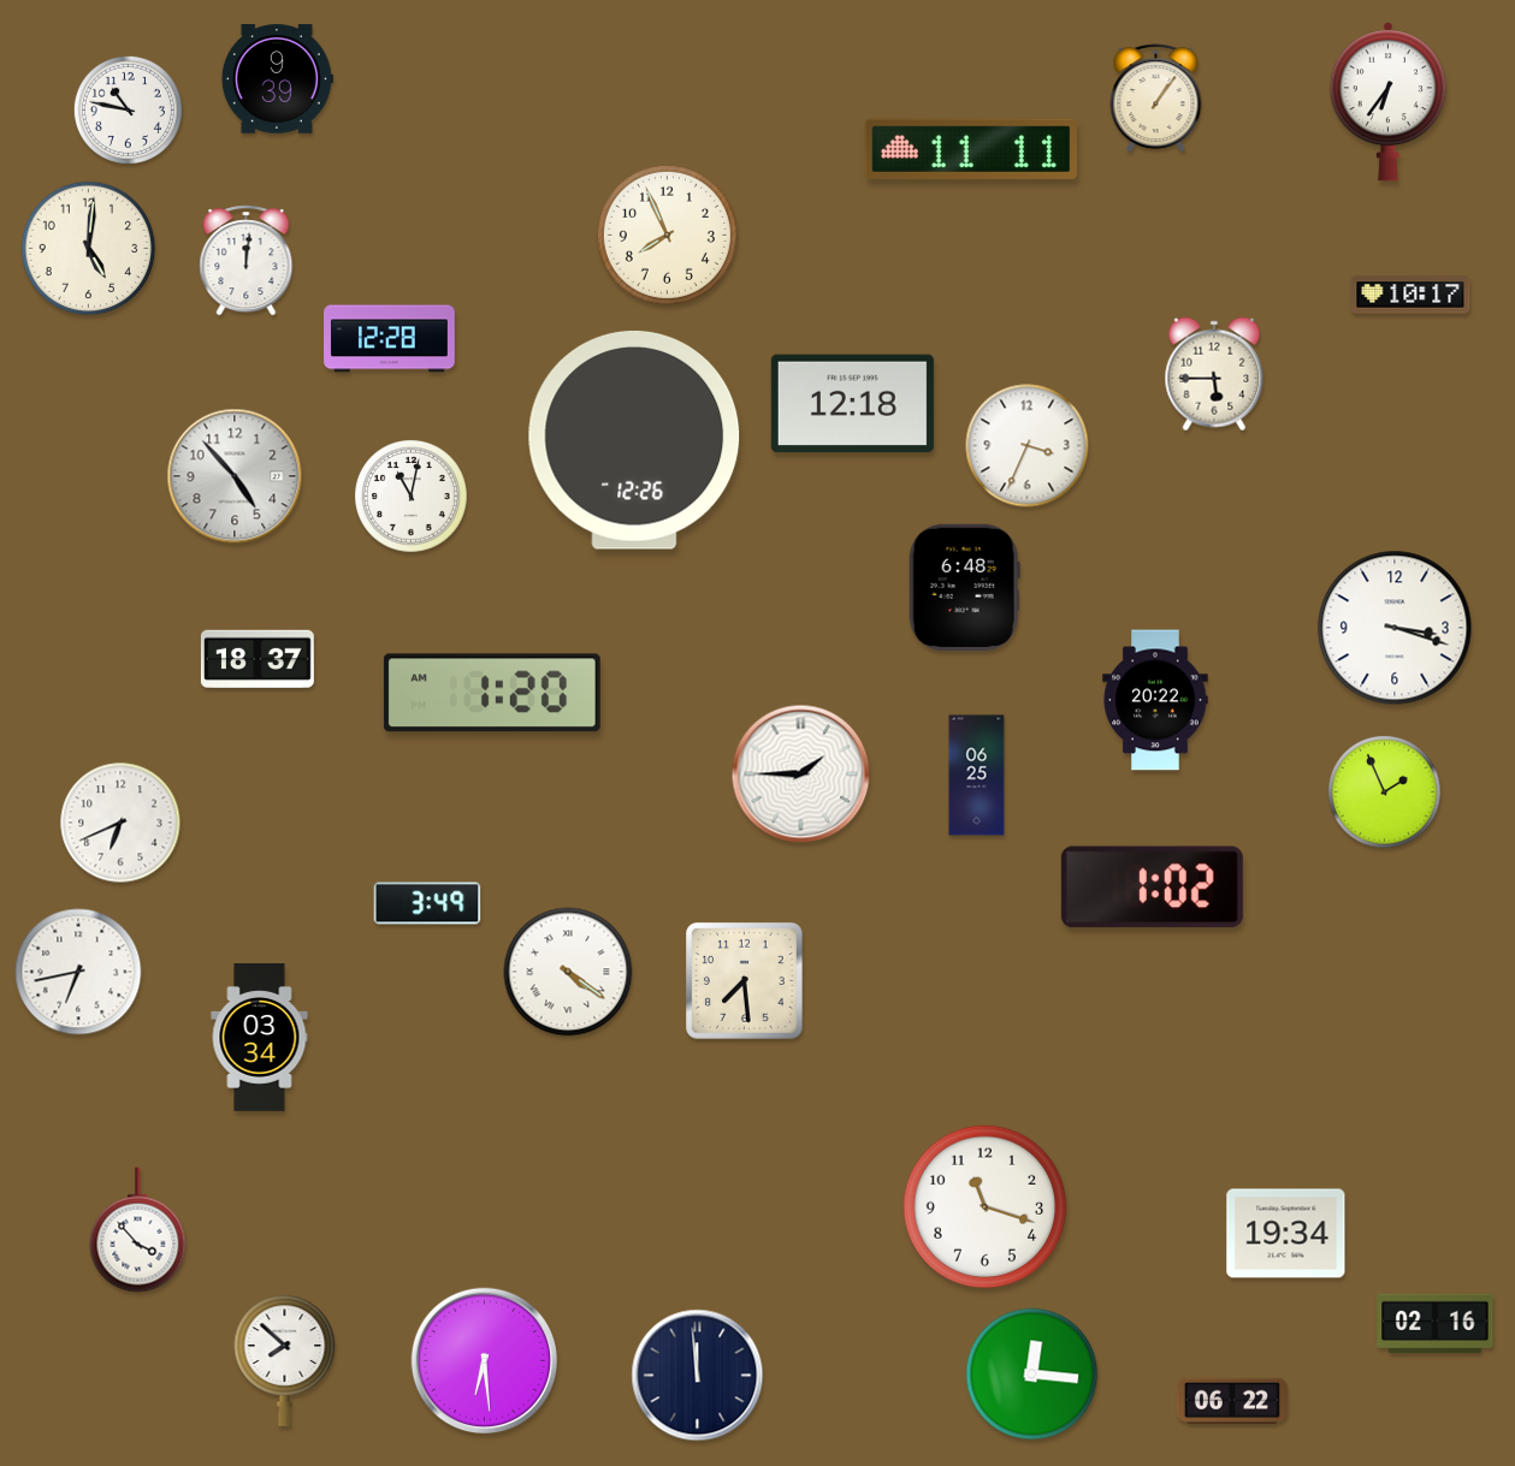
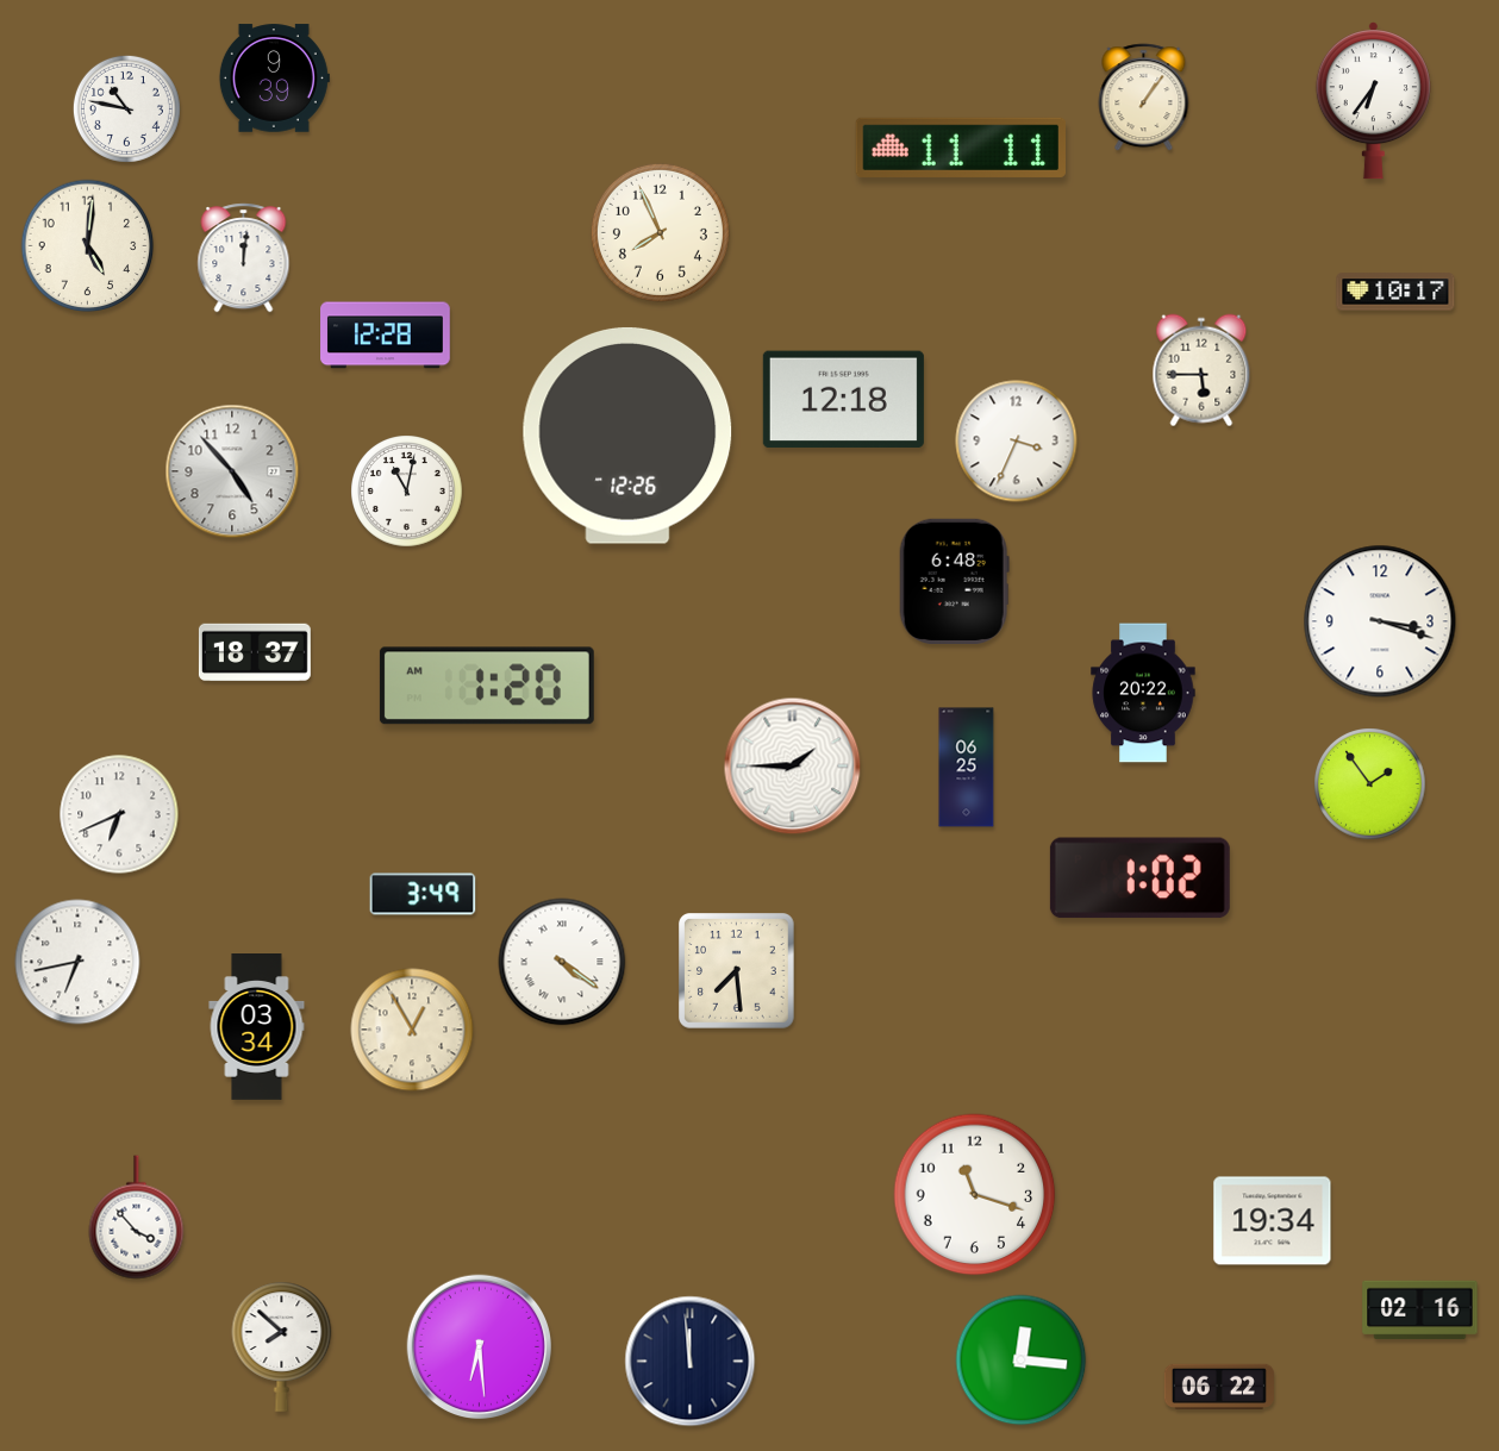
clock at (1385, 793): 1:56 -> 1:54
clock at (412, 1030): none -> 12:55
